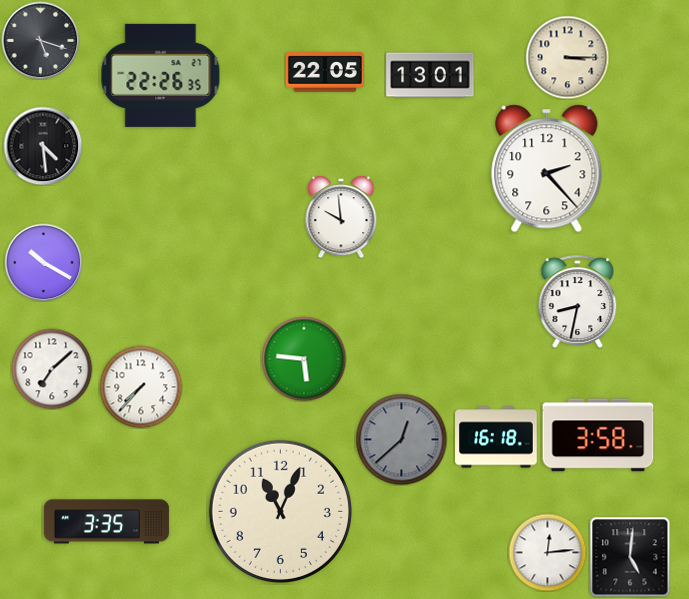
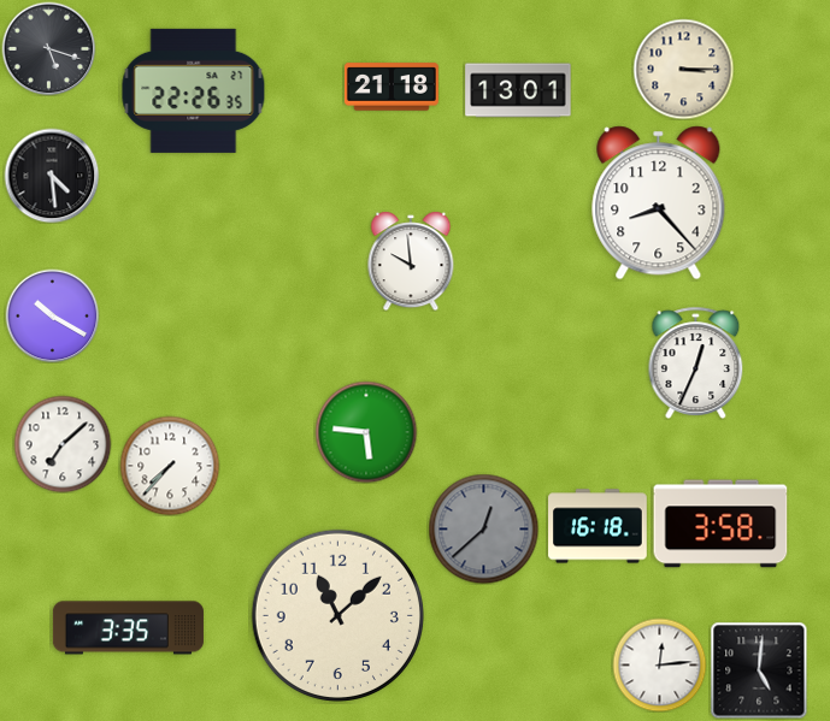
clock at (325, 72): 22:05 -> 21:18
clock at (547, 169): 2:23 -> 8:23
clock at (578, 301): 8:32 -> 12:34
clock at (280, 511): 11:04 -> 11:08
